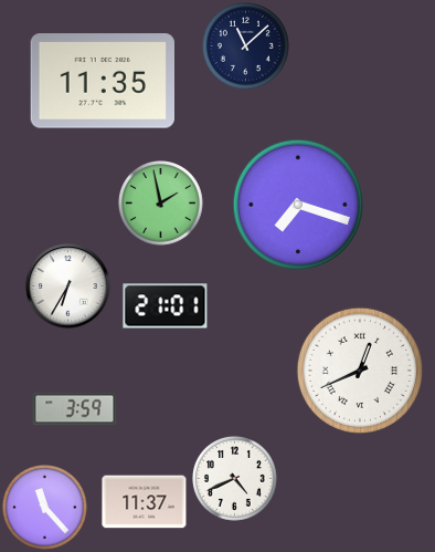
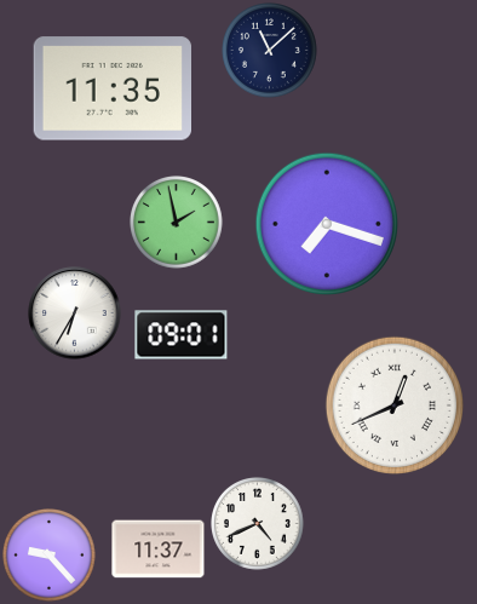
clock at (166, 306): 21:01 -> 09:01
clock at (75, 409): 3:59 -> none
clock at (45, 508): 11:23 -> 9:23
